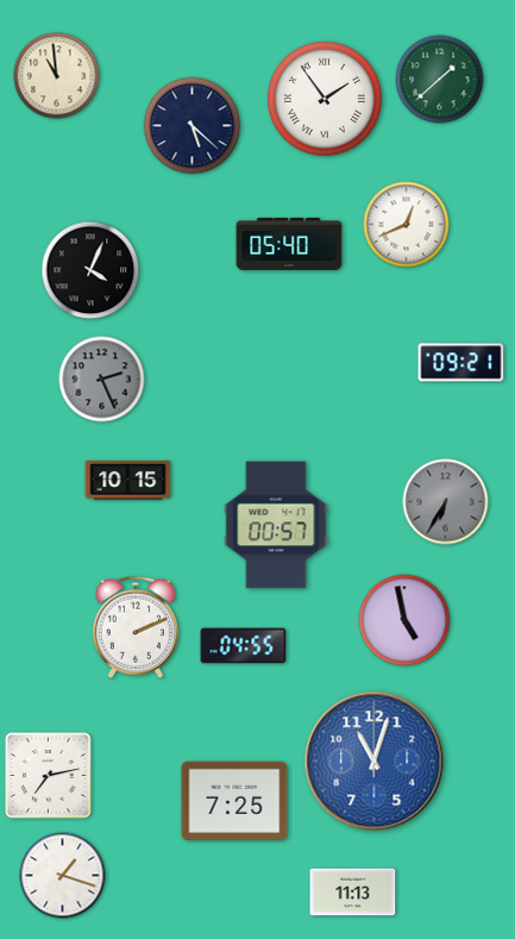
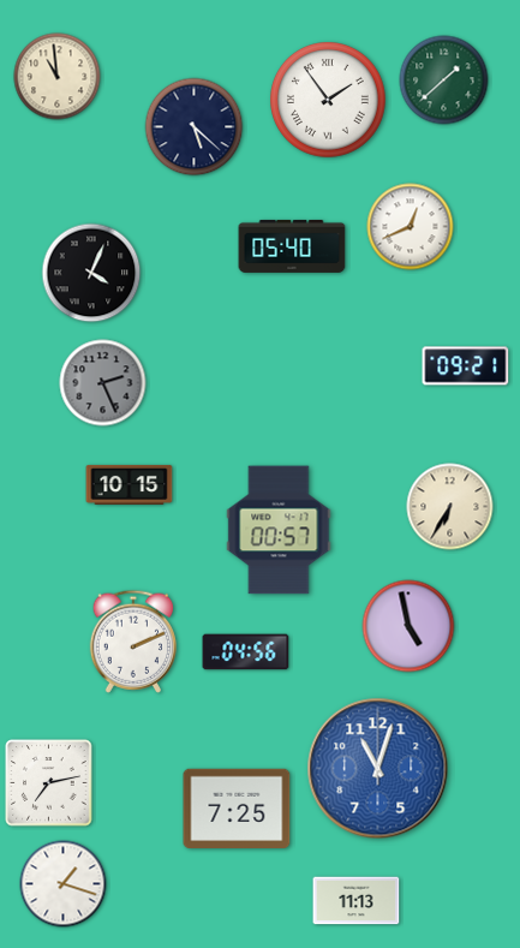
clock at (446, 502) dial: grey -> cream
clock at (134, 627) position: (134, 627) -> (132, 642)
clock at (244, 646): 04:55 -> 04:56
